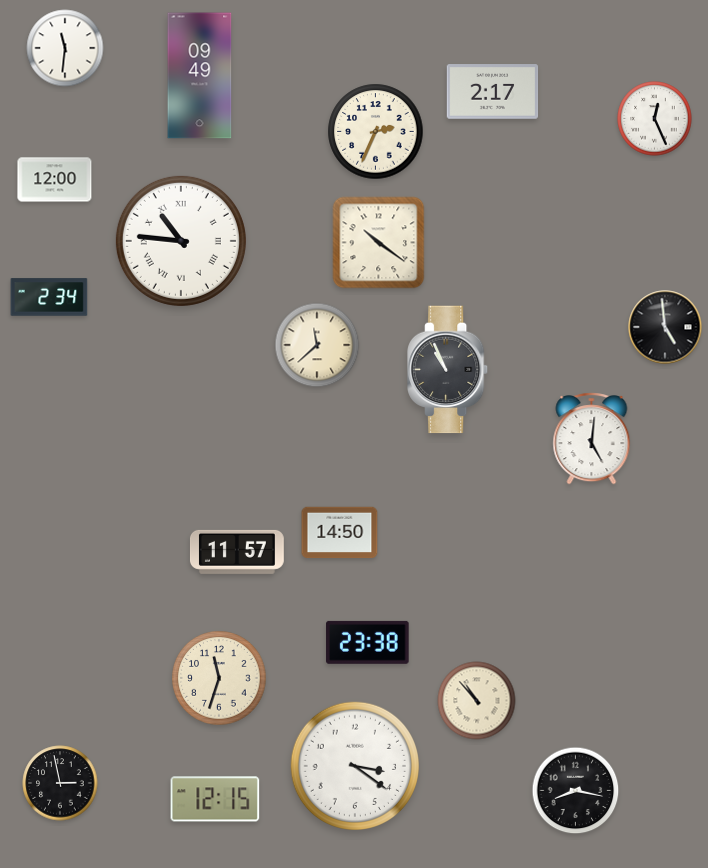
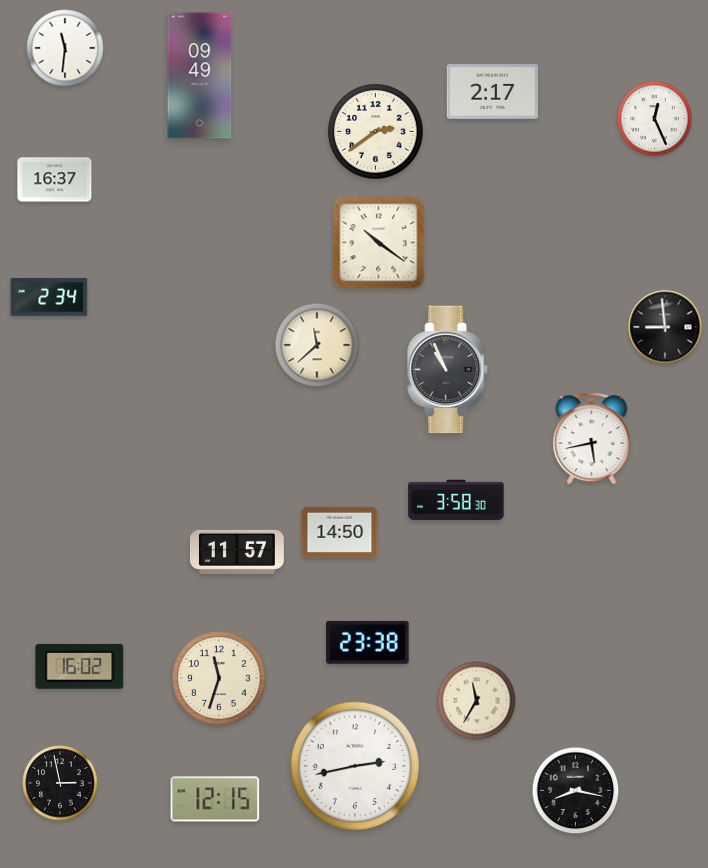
clock at (376, 132): 2:34 -> 2:39
clock at (55, 180): 12:00 -> 16:37
clock at (181, 241): 10:46 -> none
clock at (665, 327): 4:59 -> 8:59
clock at (592, 439): 5:01 -> 5:43
clock at (456, 500): none -> 3:58
clock at (80, 666): none -> 16:02
clock at (477, 701): 10:53 -> 11:35
clock at (355, 766): 3:21 -> 2:43
